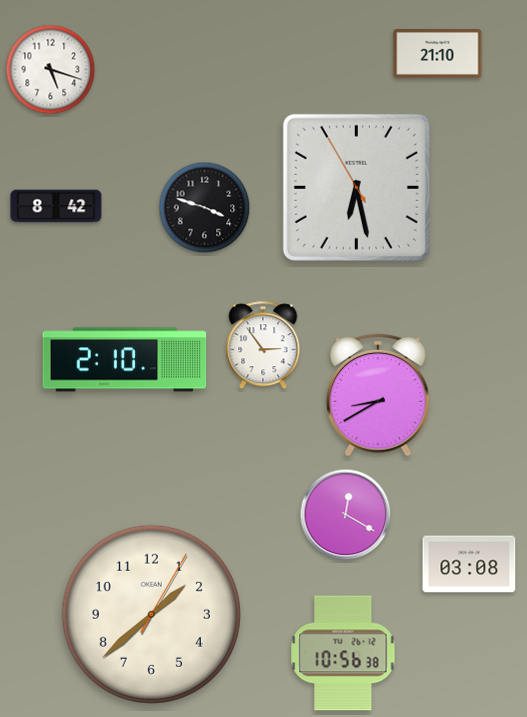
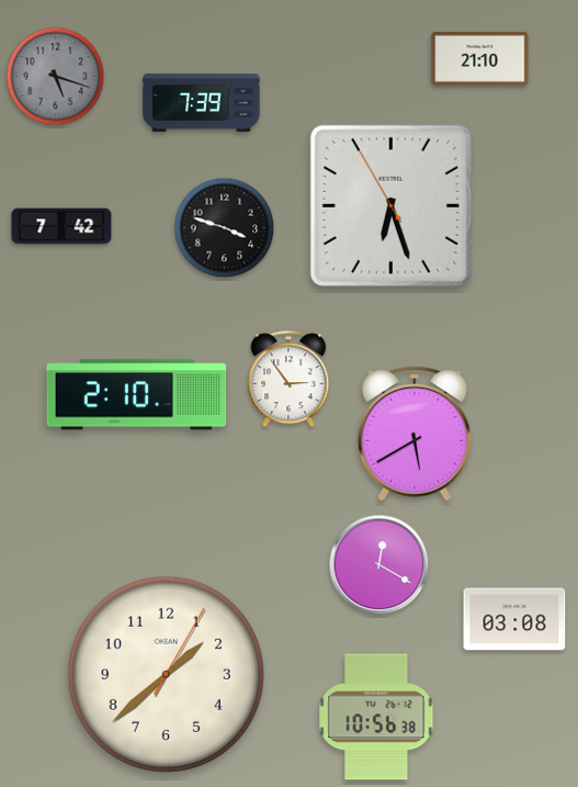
clock at (51, 70) dial: white -> grey
clock at (202, 102): none -> 7:39
clock at (356, 187): 6:27 -> 6:26
clock at (56, 206): 8:42 -> 7:42
clock at (379, 396): 8:40 -> 5:40
